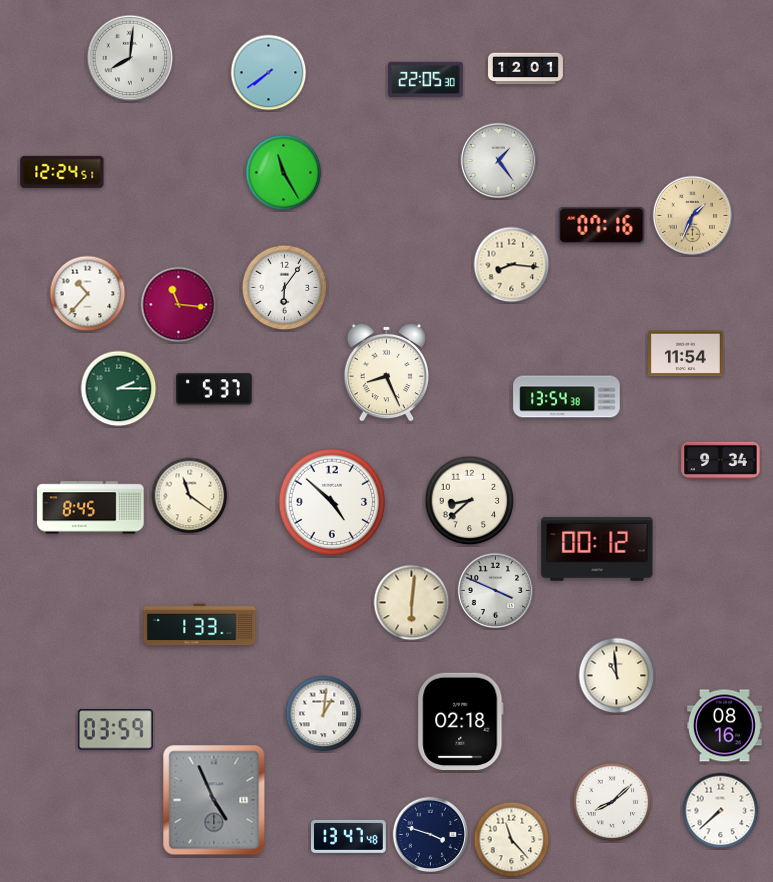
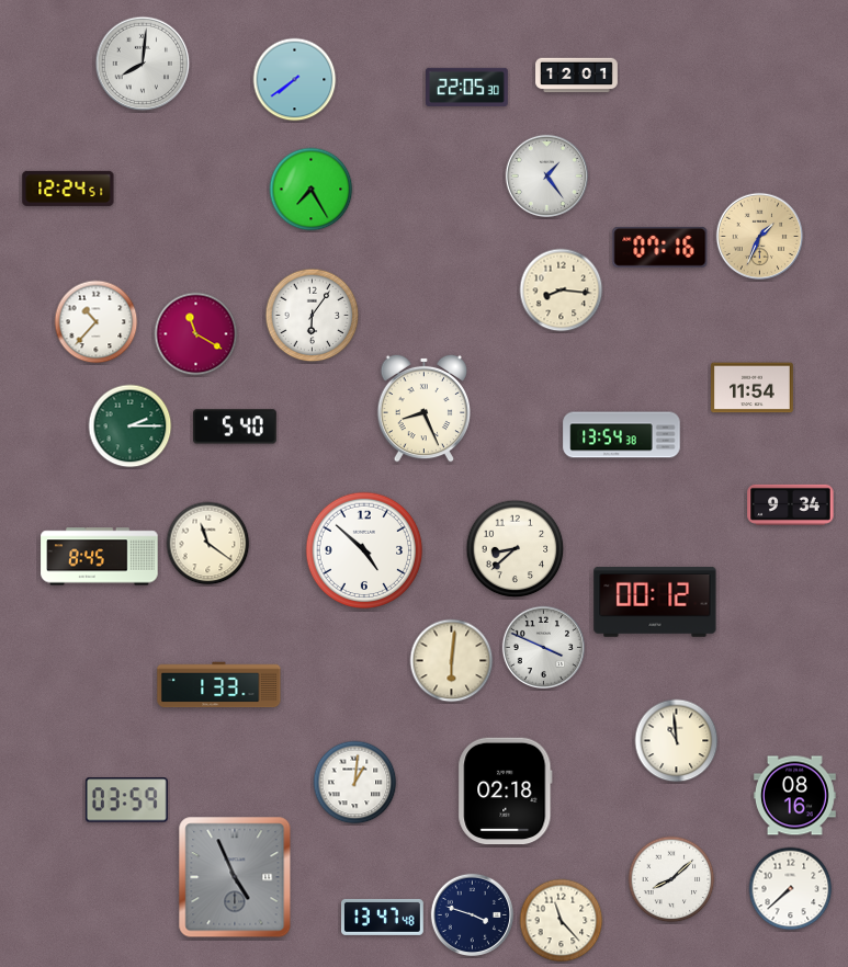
clock at (284, 173): 11:25 -> 7:25
clock at (179, 305): 11:16 -> 11:20
clock at (214, 389): 5:37 -> 5:40
